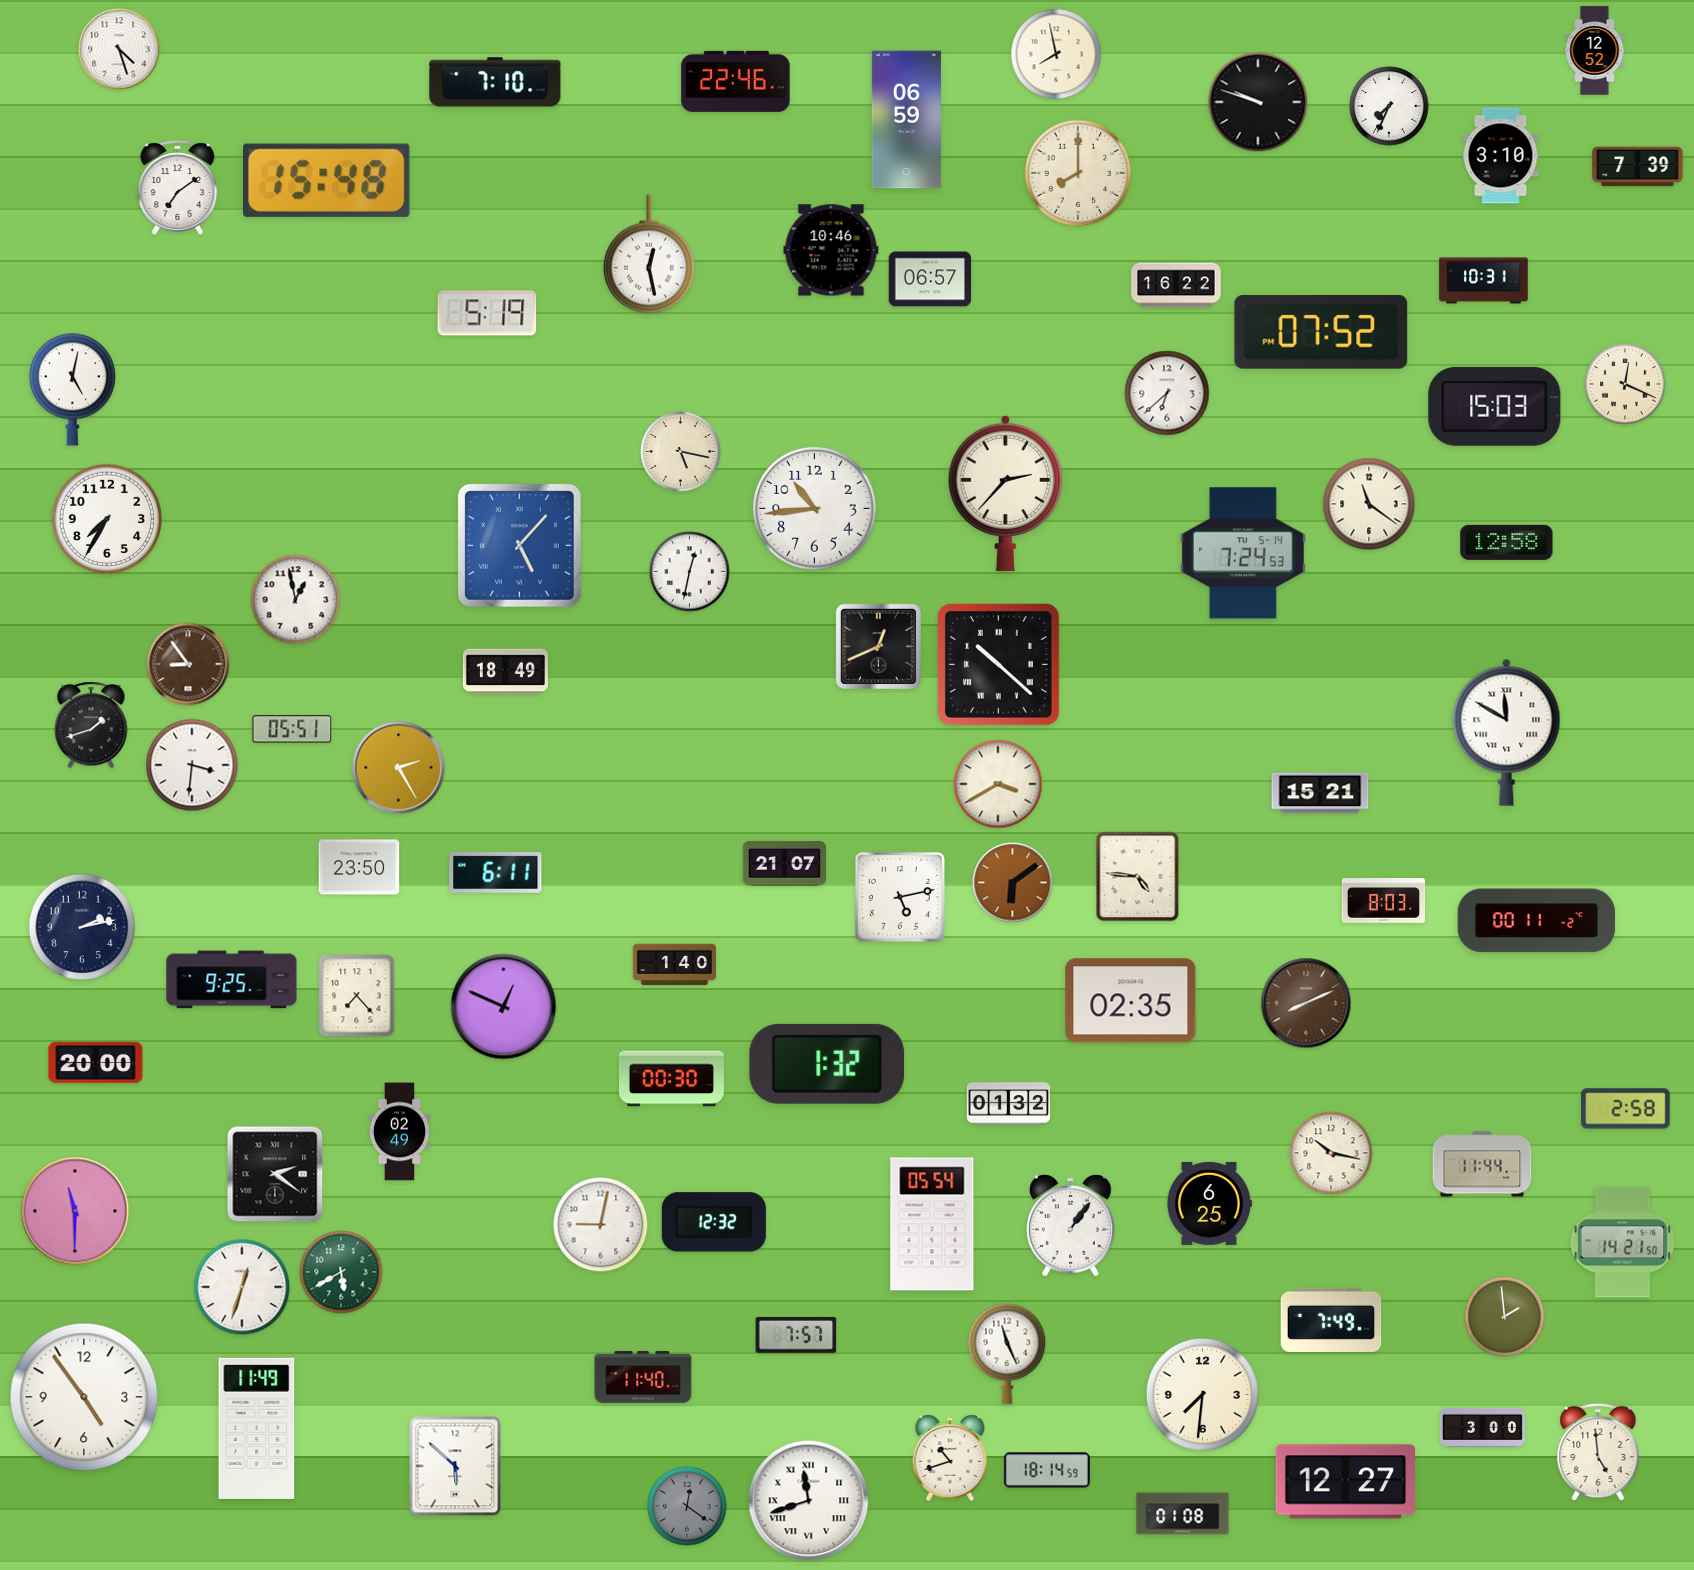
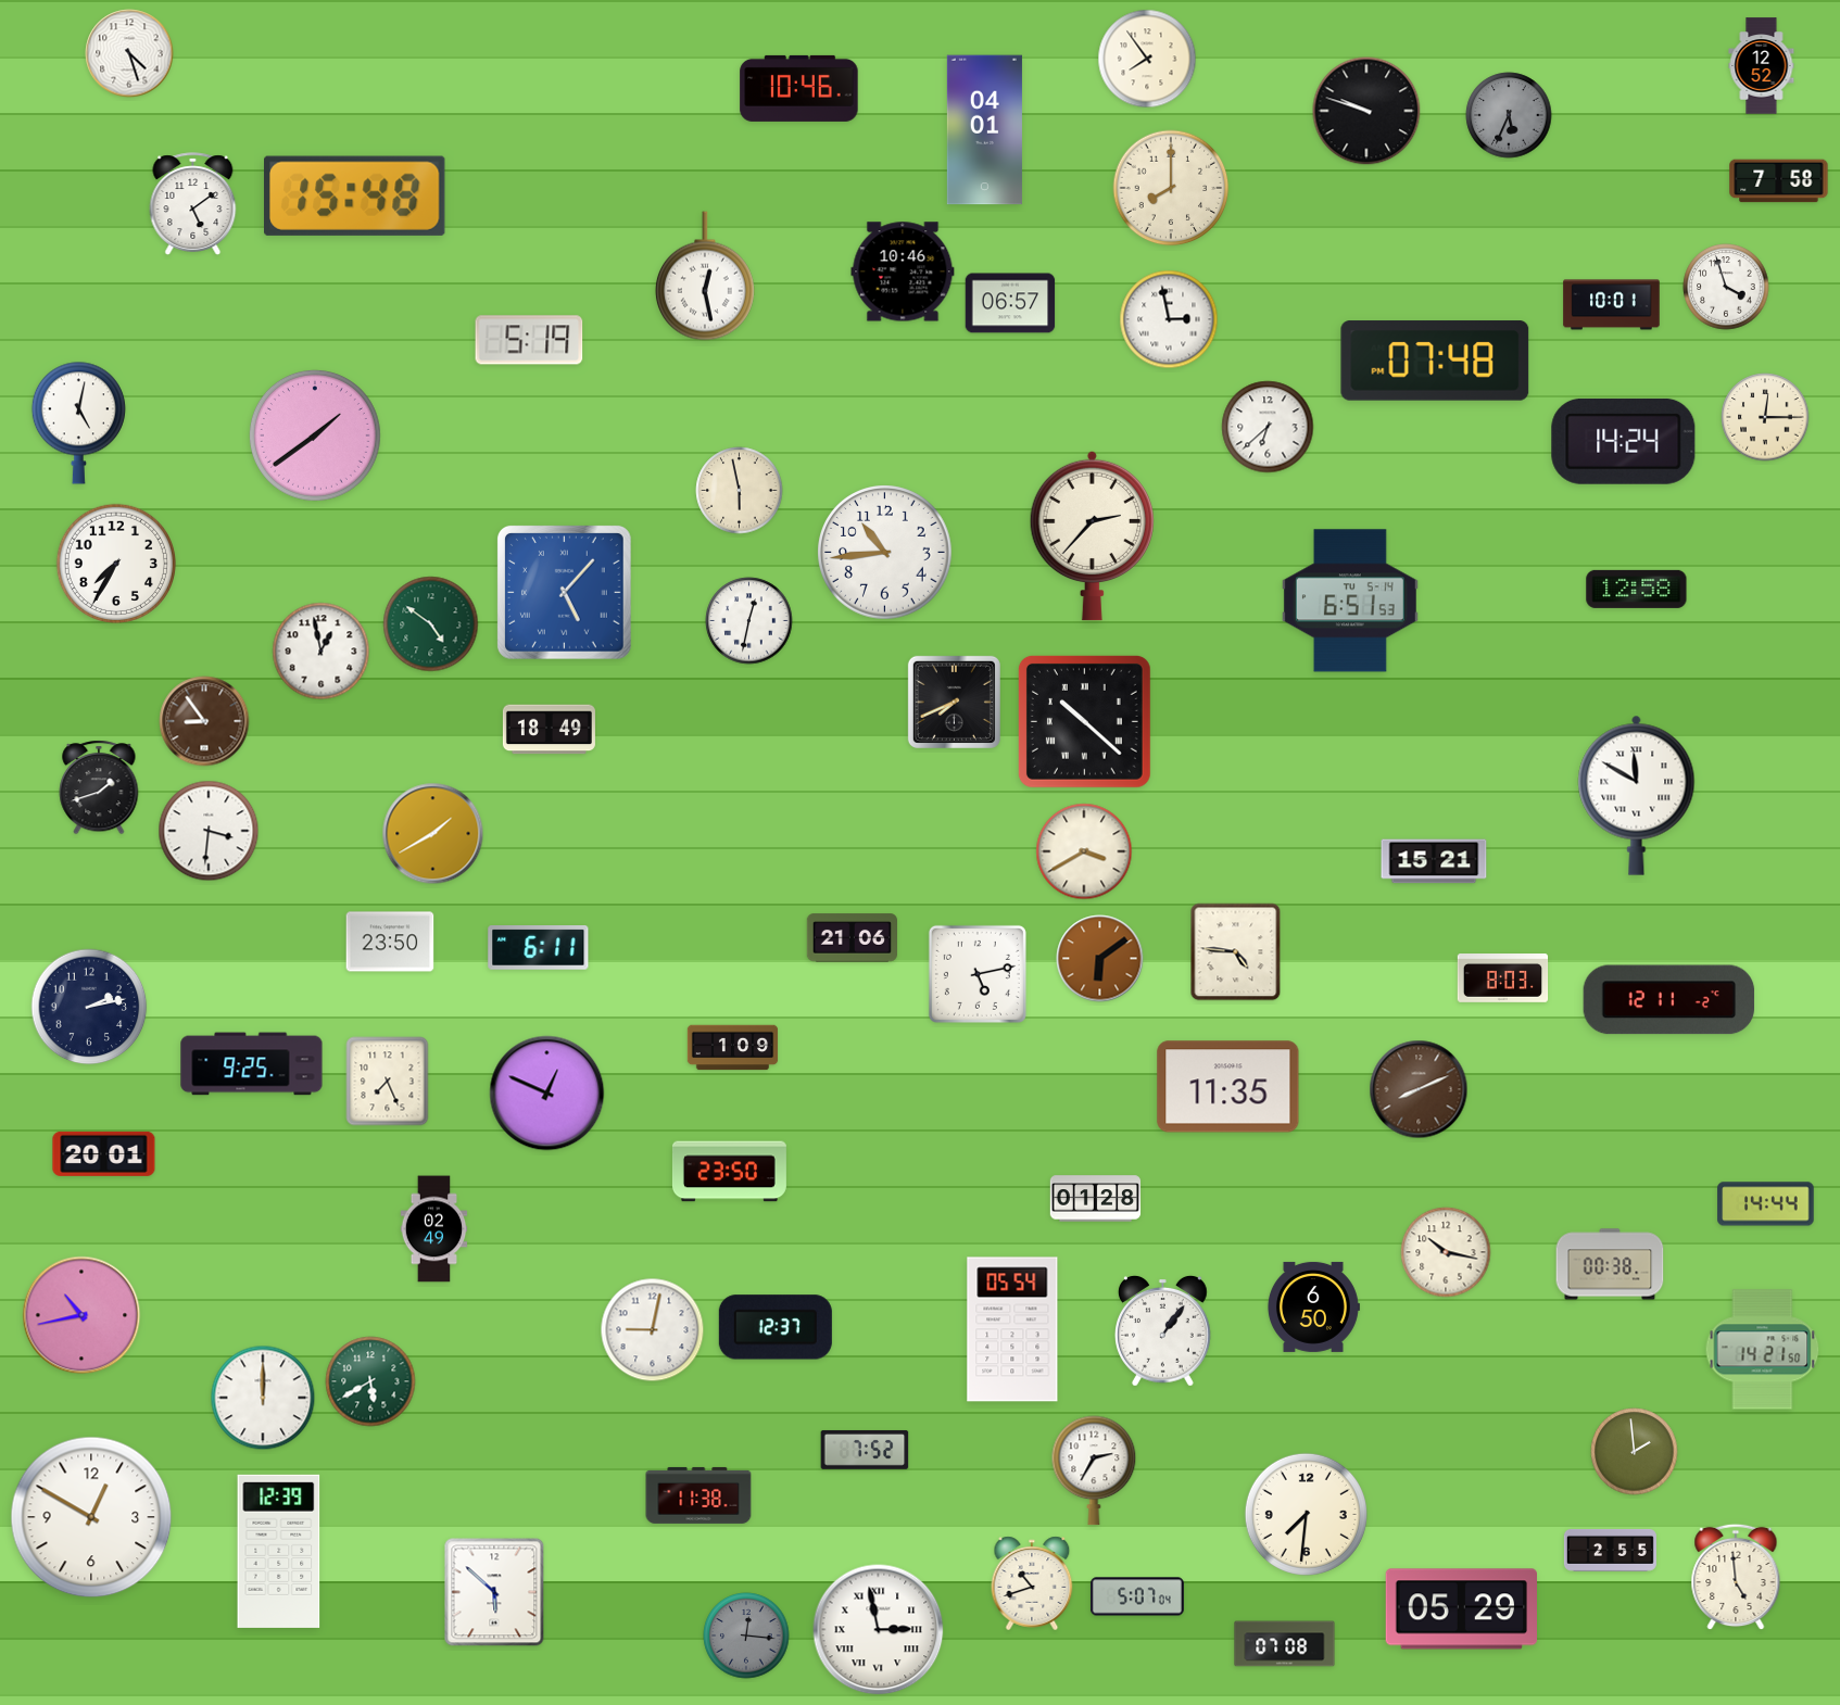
clock at (1595, 51) position: (1595, 51) -> (1762, 66)
clock at (1056, 54): 7:58 -> 7:54
clock at (736, 81): 22:46 -> 10:46
clock at (495, 82): 7:10 -> none
clock at (1389, 106): 7:34 -> 5:34
clock at (1389, 106) dial: white -> grey
clock at (906, 120): 06:59 -> 04:01
clock at (1501, 156): 3:10 -> none
clock at (1638, 167): 7:39 -> 7:58
clock at (178, 188): 7:09 -> 5:09
clock at (1726, 287): none -> 3:57
clock at (1484, 281): 10:31 -> 10:01
clock at (1176, 285): 16:22 -> none
clock at (1169, 319): none -> 2:58
clock at (1321, 332): 07:52 -> 07:48
clock at (1625, 384): 12:19 -> 12:15
clock at (315, 435): none -> 1:39
clock at (1495, 406): 15:03 -> 14:24
clock at (681, 452): 5:17 -> 5:58
clock at (1369, 504): 11:21 -> none
clock at (1243, 553): 7:24 -> 6:51
clock at (431, 624): none -> 4:51
clock at (878, 646): 12:41 -> 7:41
clock at (292, 729): 05:51 -> none
clock at (399, 768): 2:25 -> 1:40
clock at (784, 864): 21:07 -> 21:06
clock at (1537, 921): 00:11 -> 12:11
clock at (675, 965): 1:40 -> 1:09
clock at (357, 996): 7:23 -> 7:26
clock at (1131, 1001): 02:35 -> 11:35
clock at (96, 1062): 20:00 -> 20:01
clock at (827, 1064): 1:32 -> none
clock at (671, 1079): 00:30 -> 23:50
clock at (1009, 1104): 01:32 -> 01:28
clock at (1626, 1109): 2:58 -> 14:44
clock at (1482, 1164): 11:44 -> 00:38
clock at (275, 1174): 2:21 -> none
clock at (1209, 1203): 6:25 -> 6:50
clock at (75, 1211): 11:30 -> 10:43
clock at (714, 1222): 12:32 -> 12:37
clock at (242, 1287): 12:33 -> 12:00
clock at (1505, 1317) position: (1505, 1317) -> (1635, 1452)
clock at (1331, 1320): 7:49 -> none
clock at (796, 1335): 7:57 -> 7:52
clock at (1007, 1354): 11:26 -> 2:35
clock at (643, 1377): 11:40 -> 11:38
clock at (84, 1397): 4:54 -> 12:50
clock at (1482, 1427): 3:00 -> 2:55
clock at (257, 1428): 11:49 -> 12:39
clock at (1047, 1470): 18:14 -> 5:07
clock at (1345, 1482): 12:27 -> 05:29
clock at (809, 1501): 11:42 -> 2:58
clock at (687, 1506): 12:21 -> 12:16
clock at (1183, 1514): 01:08 -> 07:08
